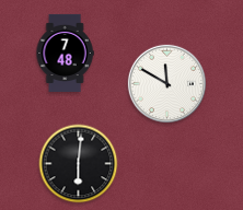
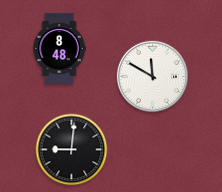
clock at (65, 52): 7:48 -> 8:48
clock at (79, 164): 6:01 -> 9:01
